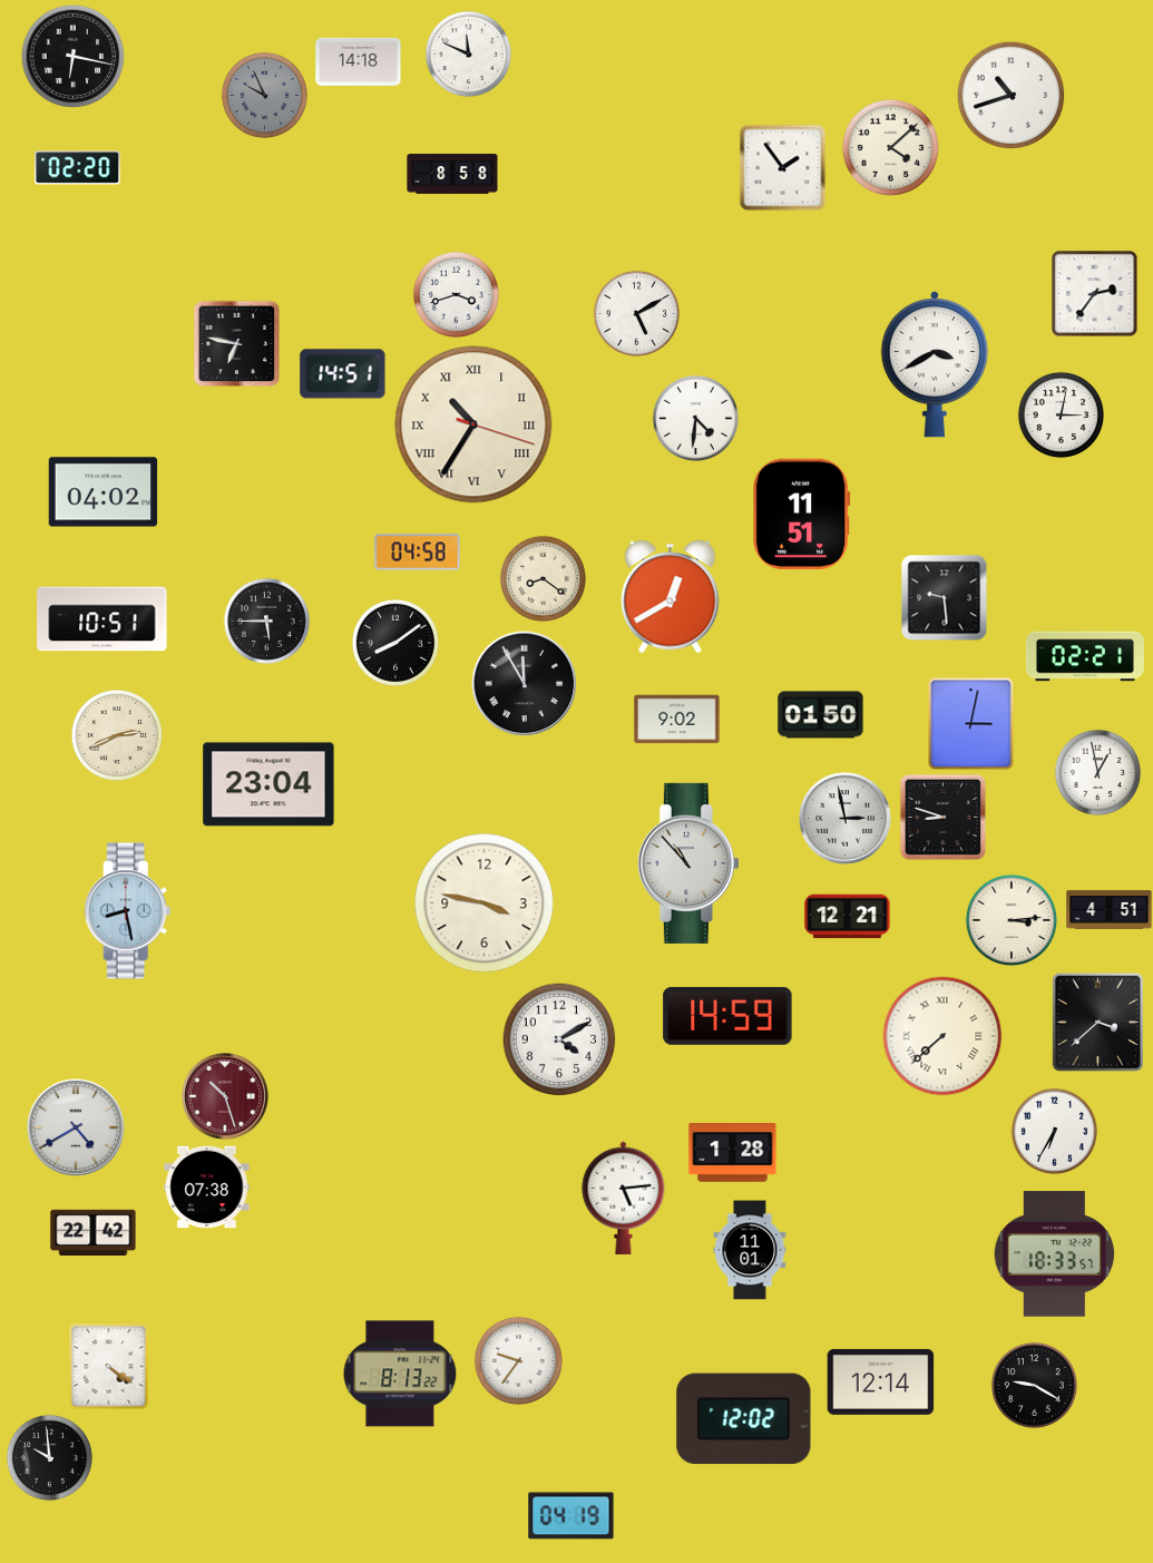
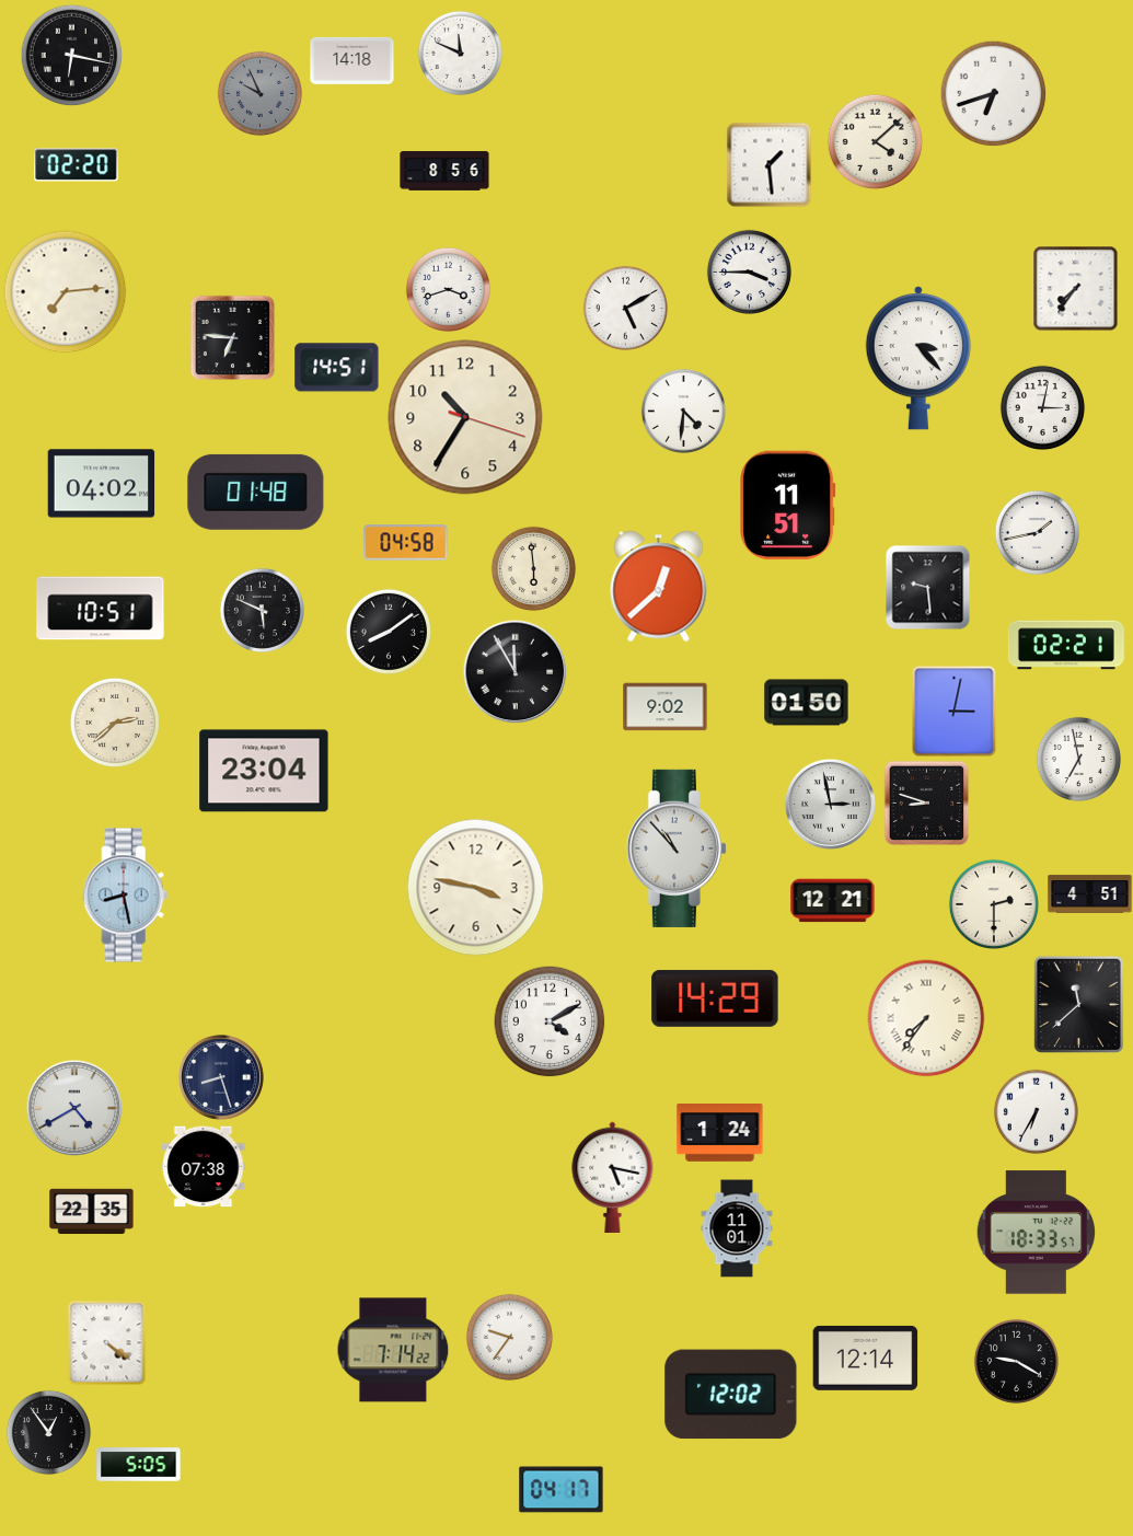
clock at (1010, 95): 10:42 -> 6:42
clock at (890, 147) position: (890, 147) -> (875, 141)
clock at (782, 167): 1:54 -> 1:29
clock at (452, 174): 8:58 -> 8:56
clock at (749, 272): none -> 3:45
clock at (1094, 293): 2:36 -> 7:36
clock at (66, 292): none -> 7:14
clock at (236, 343): 6:47 -> 6:46
clock at (935, 364): 3:40 -> 3:23
clock at (473, 424) numerals: Roman -> Arabic
clock at (256, 492): none -> 01:48
clock at (1037, 532): none -> 1:43
clock at (418, 553) position: (418, 553) -> (406, 543)
clock at (543, 578): 8:21 -> 5:59
clock at (671, 597): 12:40 -> 12:38
clock at (266, 621): 5:45 -> 5:49
clock at (116, 734): 2:41 -> 2:38
clock at (1097, 772): 12:58 -> 6:58
clock at (1010, 919): 3:14 -> 2:30
clock at (727, 1016): 14:59 -> 14:29
clock at (1097, 1022): 3:38 -> 11:38
clock at (942, 1036): 7:38 -> 7:36
clock at (226, 1097): 10:27 -> 8:27
clock at (226, 1097) dial: burgundy -> navy
clock at (733, 1153): 1:28 -> 1:24
clock at (624, 1198): 5:14 -> 5:17
clock at (94, 1233): 22:42 -> 22:35
clock at (400, 1374): 8:13 -> 7:14
clock at (49, 1457): 9:59 -> 12:54
clock at (139, 1465): none -> 5:05
clock at (571, 1516): 04:19 -> 04:17
